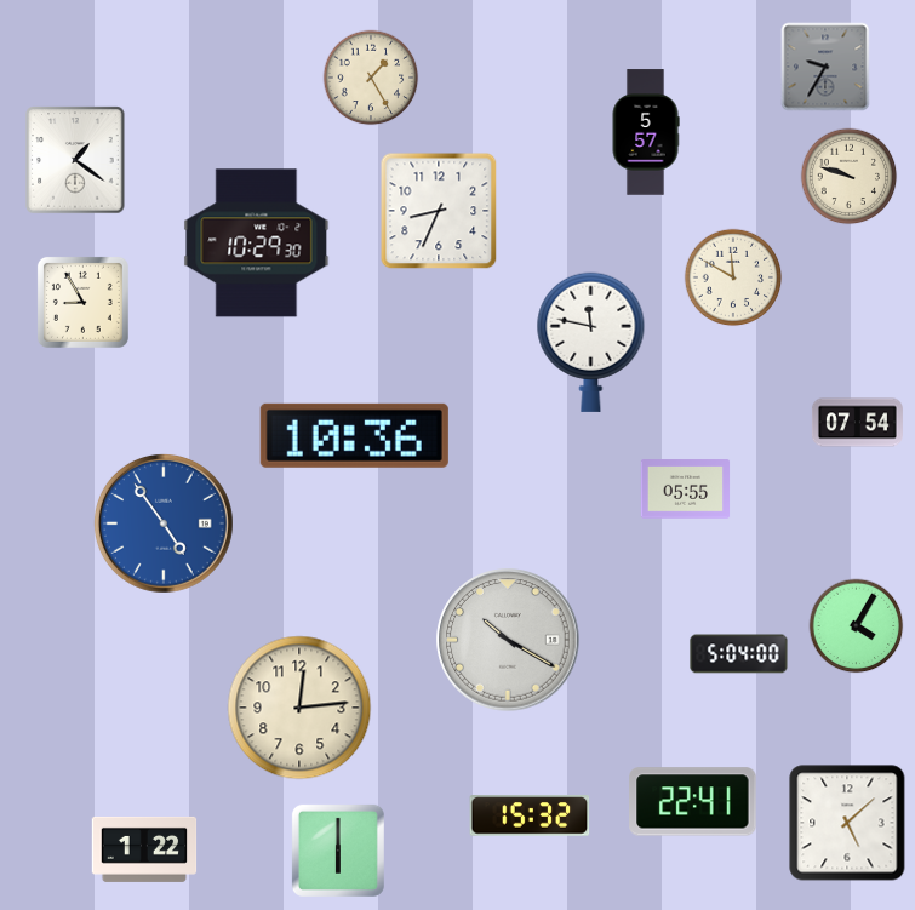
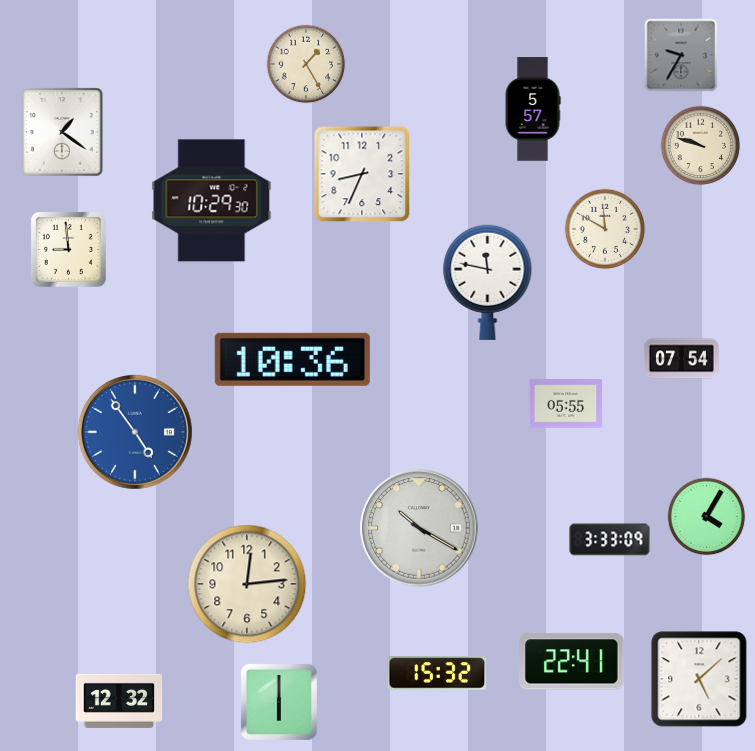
clock at (82, 302): 8:55 -> 8:59
clock at (857, 423) position: (857, 423) -> (681, 359)
clock at (739, 654): 5:04 -> 3:33
clock at (144, 849): 1:22 -> 12:32
